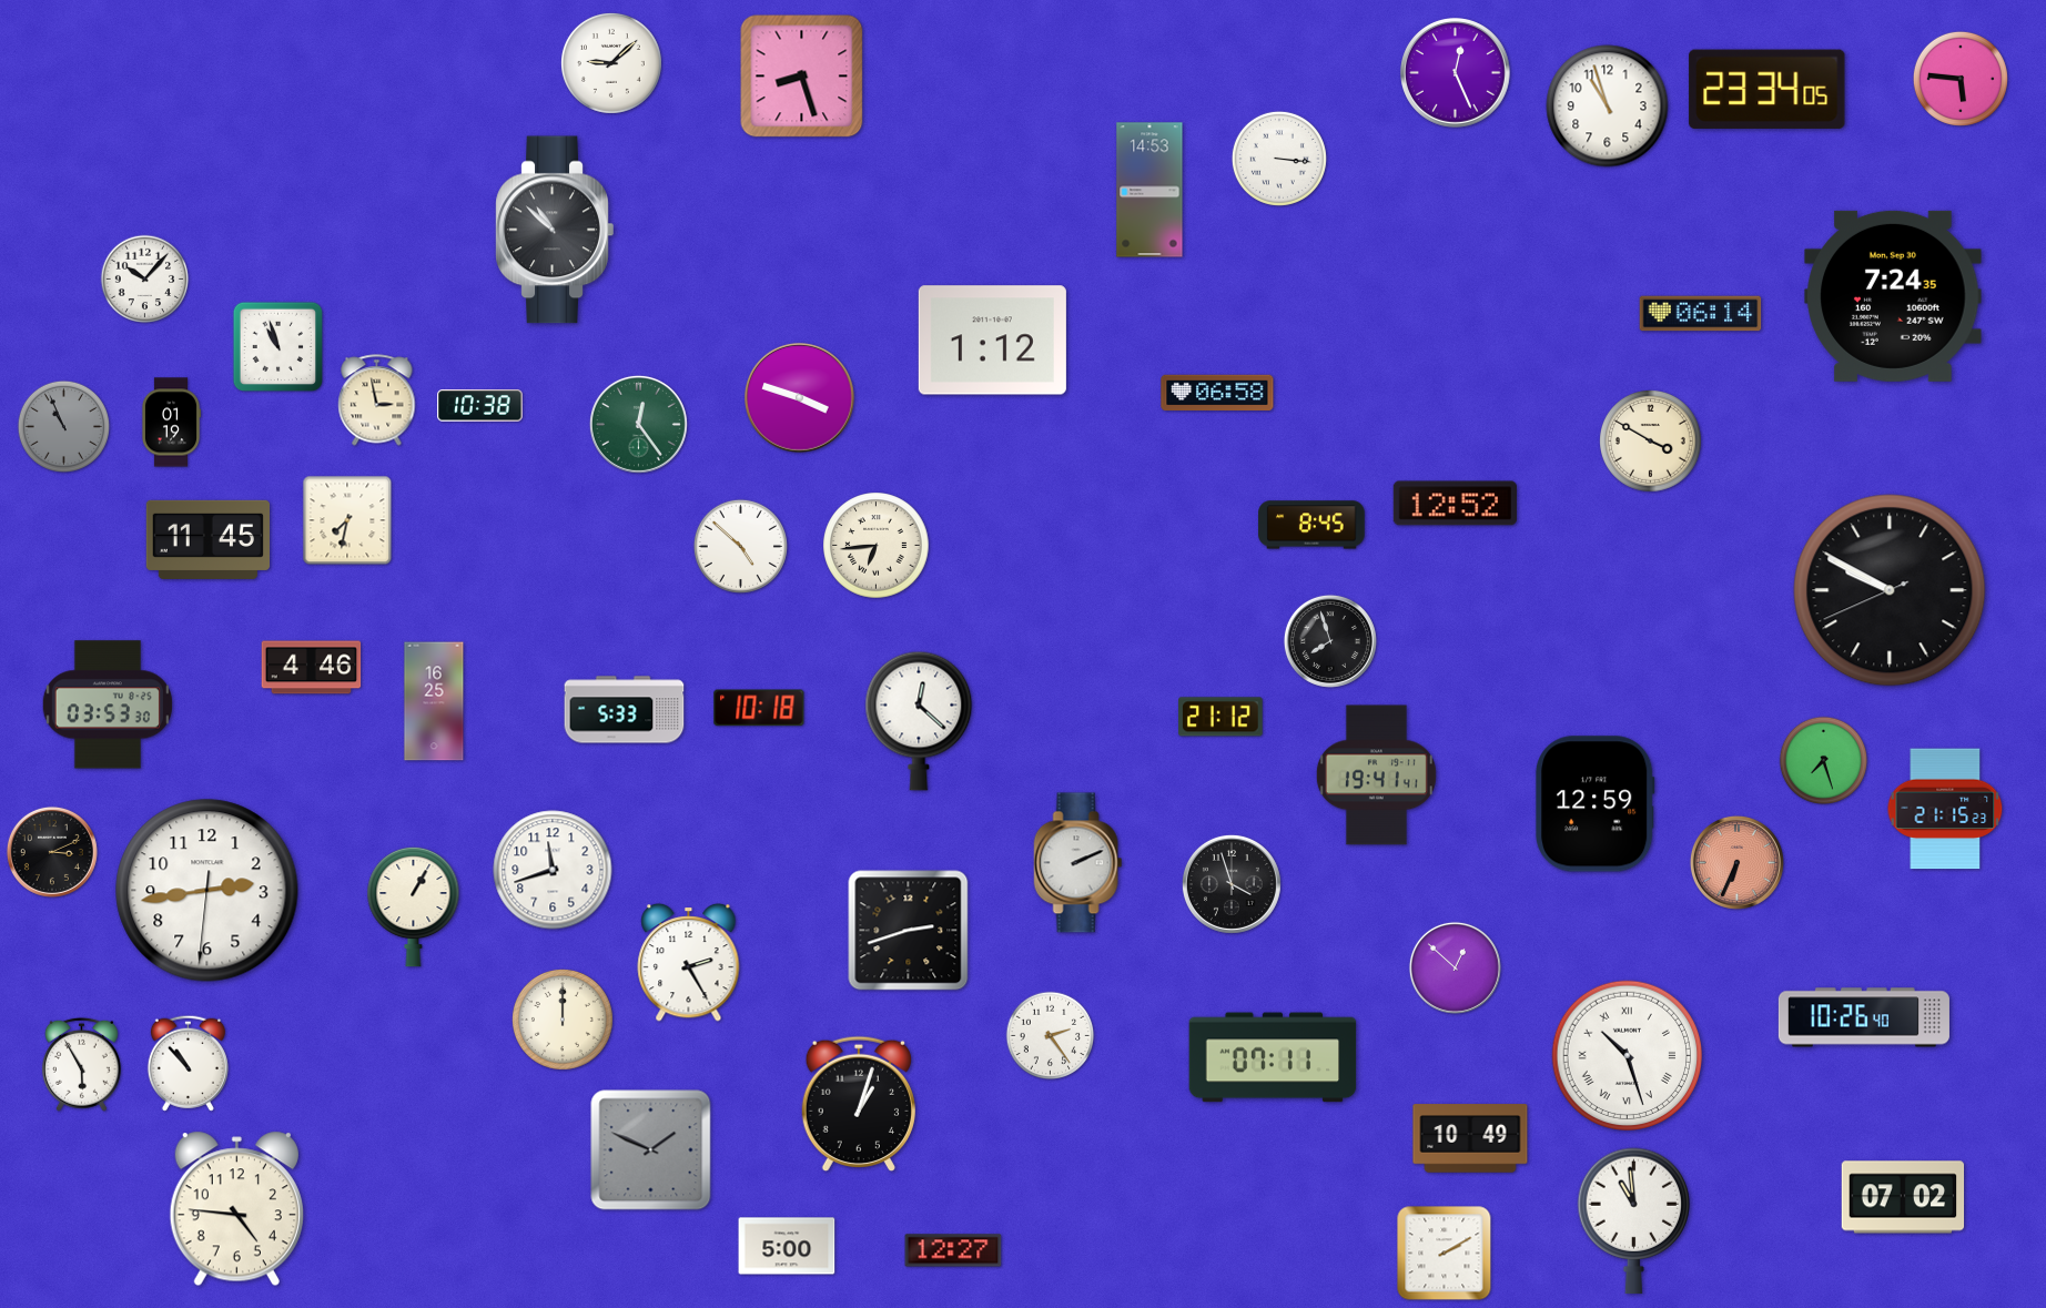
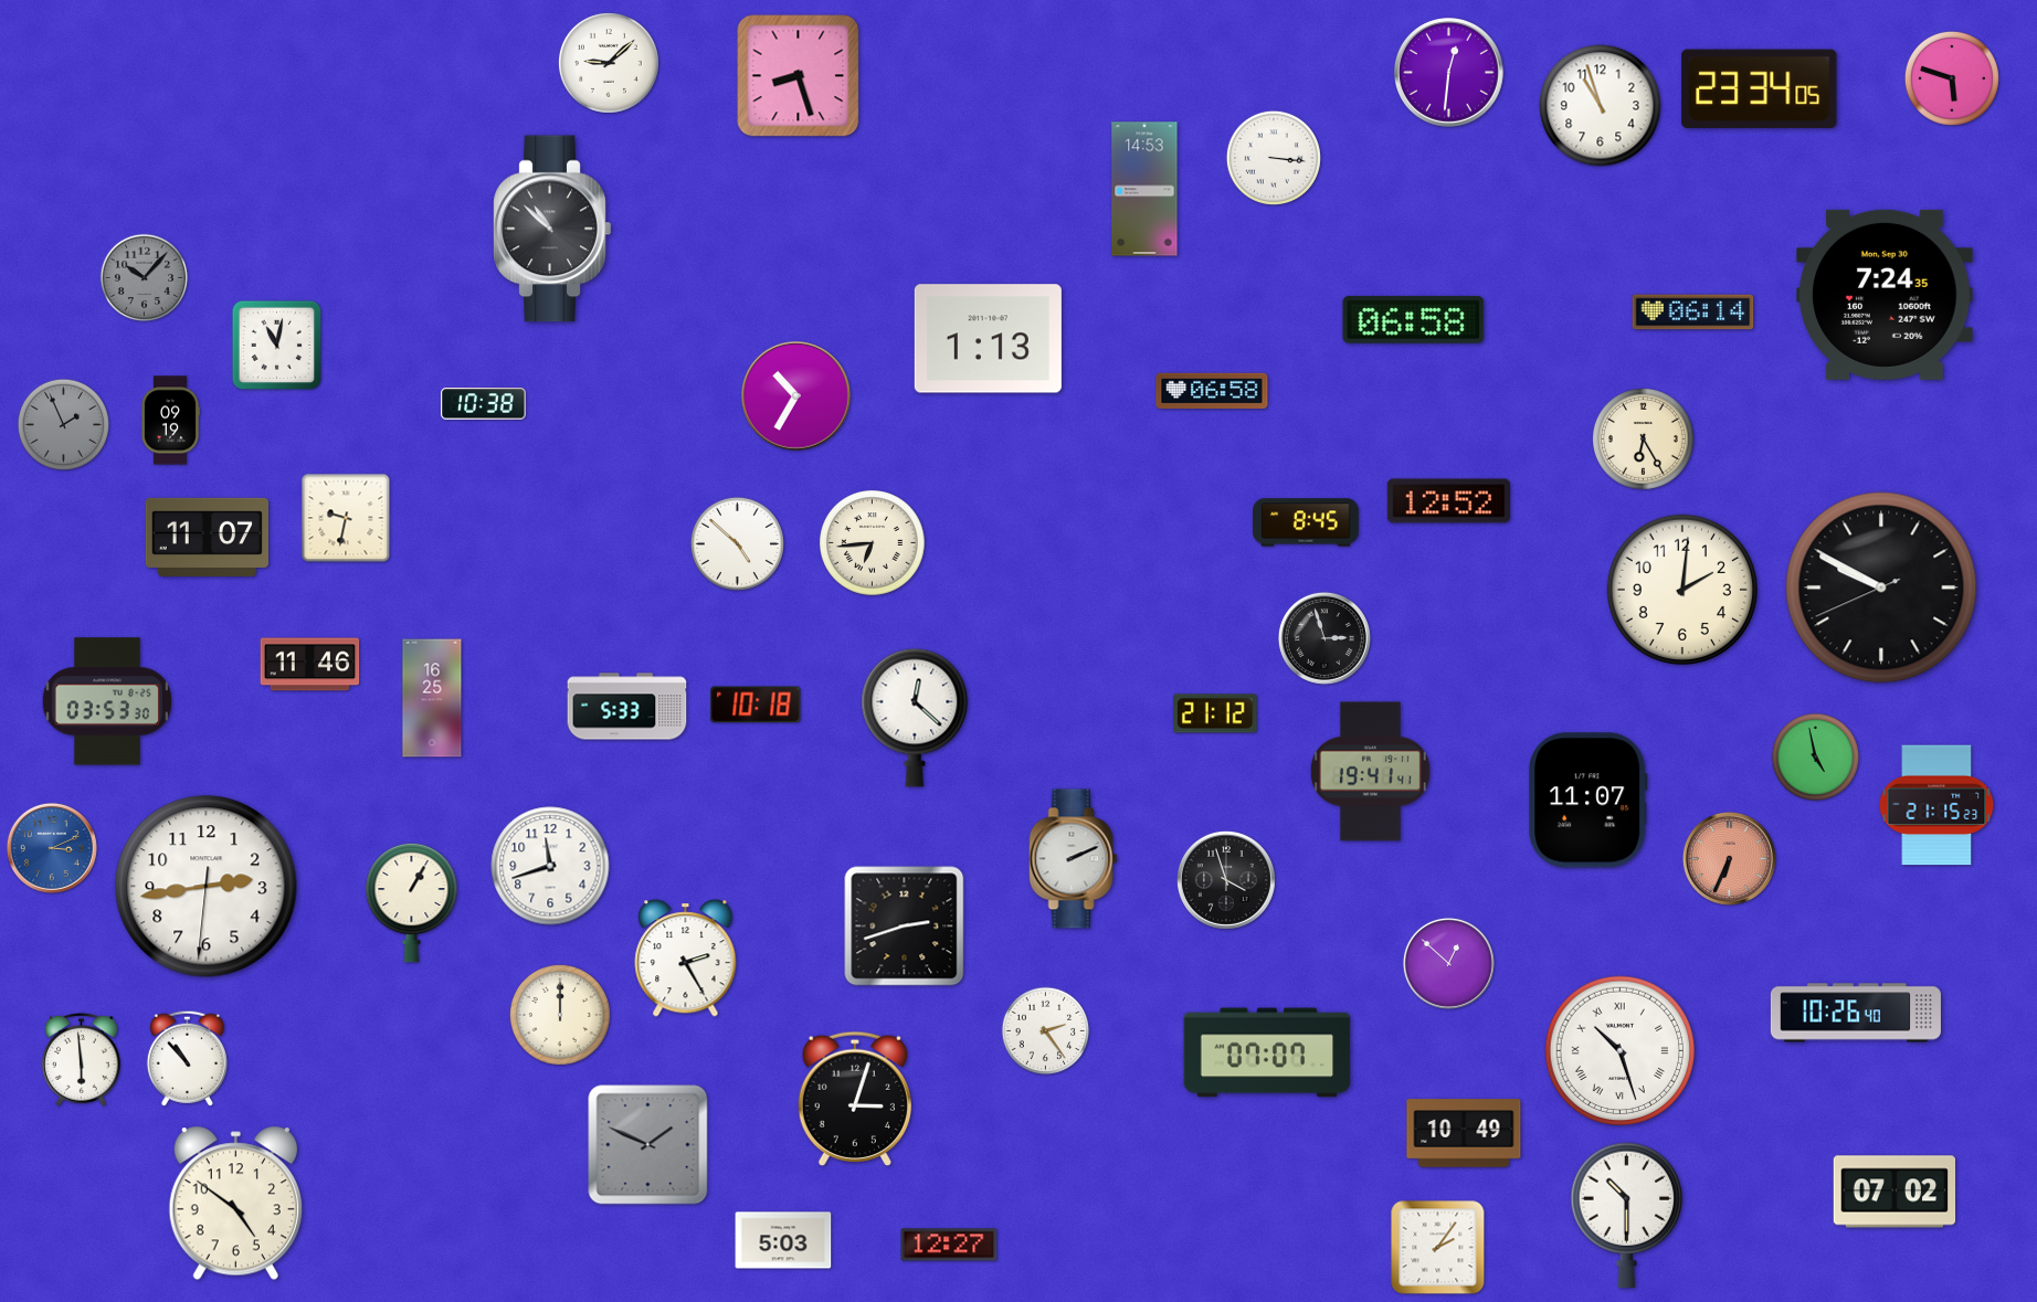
clock at (1456, 73): 12:26 -> 12:31
clock at (1961, 79): 5:46 -> 5:48
clock at (145, 280) dial: white -> grey
clock at (1414, 319): none -> 06:58
clock at (992, 341): 1:12 -> 1:13
clock at (278, 347): 10:57 -> 11:02
clock at (800, 398): 3:48 -> 10:35
clock at (377, 400): 2:58 -> none
clock at (480, 406) position: (480, 406) -> (484, 404)
clock at (171, 423): 01:19 -> 09:19
clock at (638, 424): 12:24 -> none
clock at (63, 426): 10:56 -> 1:56
clock at (1651, 442): 3:50 -> 6:25
clock at (347, 520): 7:32 -> 9:32
clock at (207, 539): 11:45 -> 11:07
clock at (1681, 589): none -> 2:01
clock at (1330, 641): 7:57 -> 2:57
clock at (312, 668): 4:46 -> 11:46
clock at (625, 710) position: (625, 710) -> (627, 707)
clock at (1824, 761): 7:27 -> 4:58
clock at (1596, 804): 12:59 -> 11:07
clock at (52, 852) dial: black -> blue
clock at (1273, 1057): 07:11 -> 07:07
clock at (81, 1064): 5:55 -> 5:59
clock at (858, 1103): 1:03 -> 3:03
clock at (236, 1209): 4:46 -> 4:51
clock at (1634, 1220): 10:59 -> 10:30
clock at (787, 1246): 5:00 -> 5:03
clock at (1445, 1254): 2:10 -> 2:06
